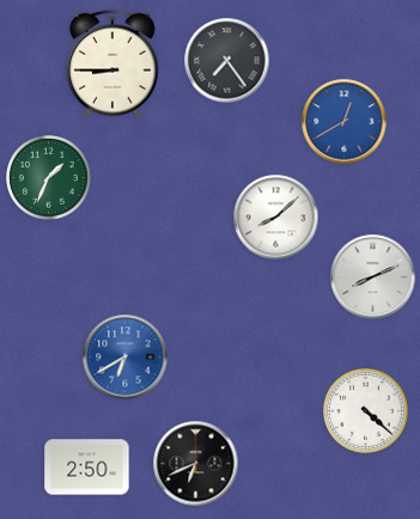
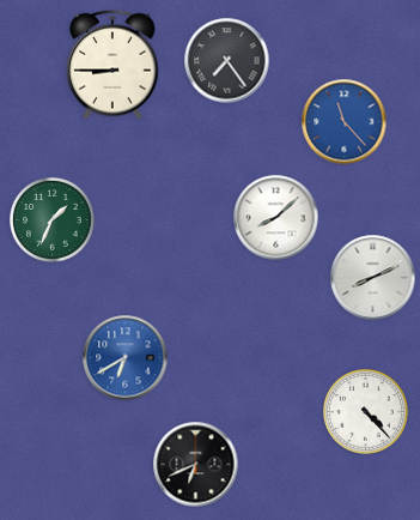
clock at (345, 122): 12:40 -> 11:23
clock at (49, 178) position: (49, 178) -> (53, 220)
clock at (366, 411): 4:22 -> 4:23
clock at (87, 468): 2:50 -> none
